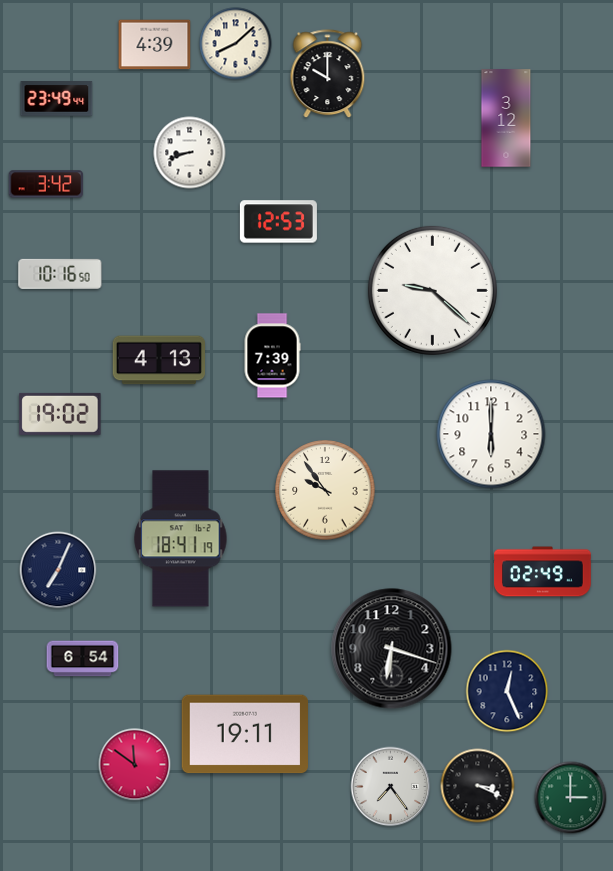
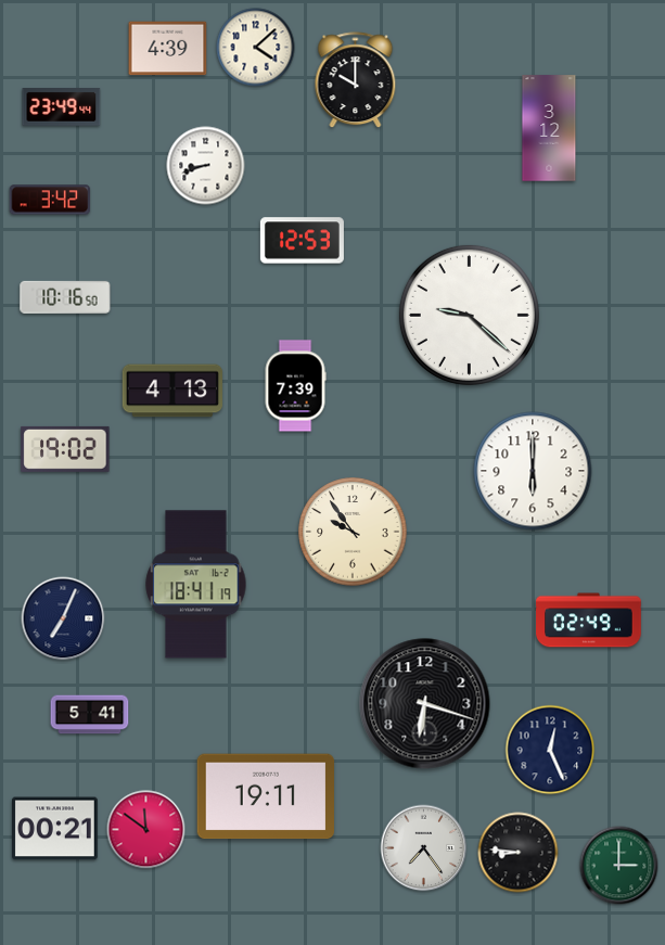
clock at (236, 44): 8:08 -> 4:08
clock at (83, 659): 6:54 -> 5:41
clock at (55, 829): none -> 00:21
clock at (478, 786): 3:19 -> 8:46
clock at (391, 787) position: (391, 787) -> (424, 848)
